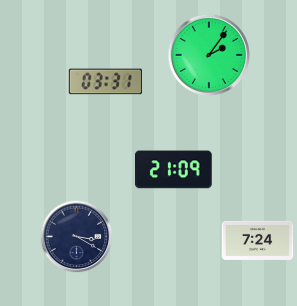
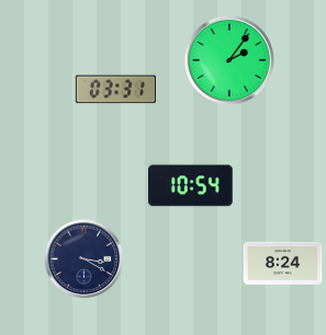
clock at (174, 170): 21:09 -> 10:54
clock at (258, 240): 7:24 -> 8:24
